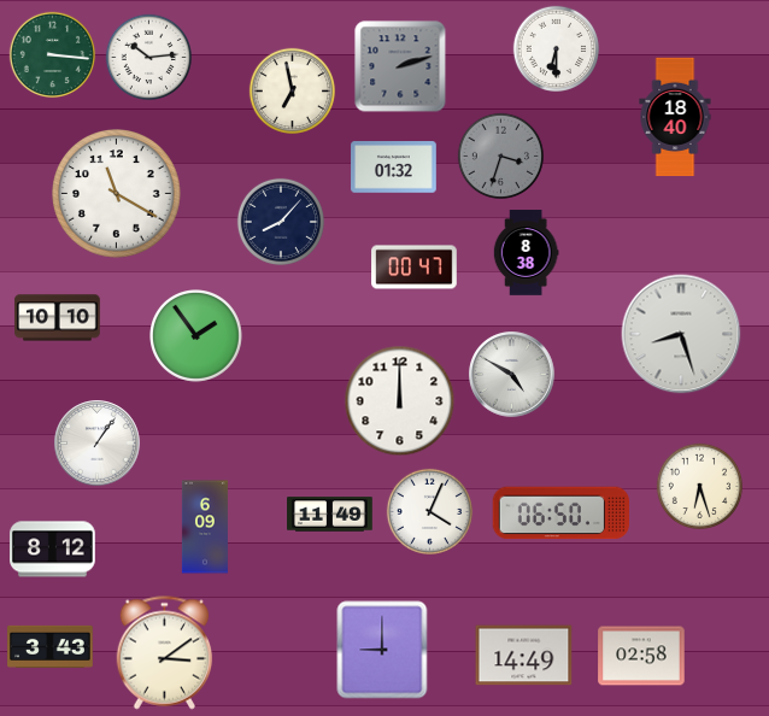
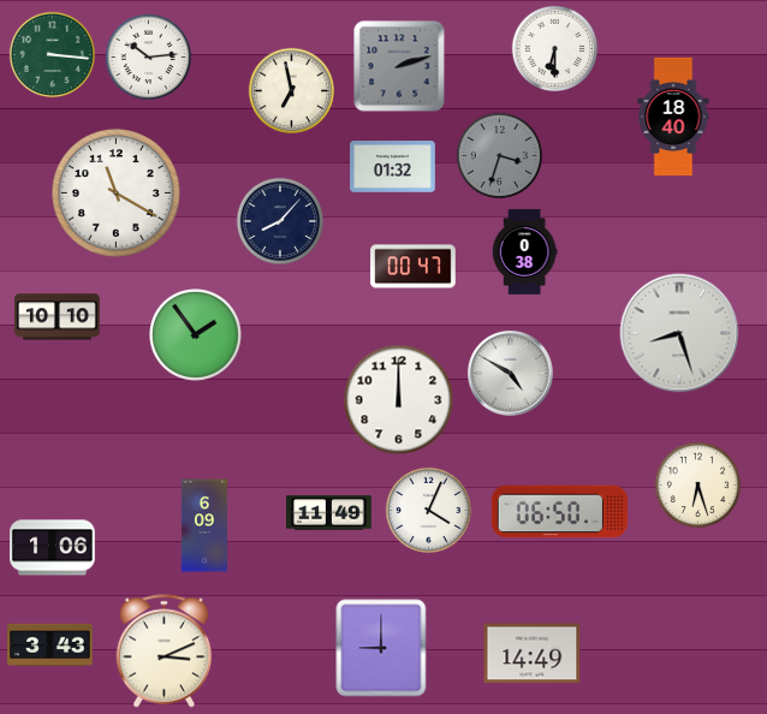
clock at (526, 253): 8:38 -> 0:38
clock at (98, 444): 1:06 -> none
clock at (53, 550): 8:12 -> 1:06
clock at (165, 653): 3:09 -> 3:11
clock at (524, 656) position: (524, 656) -> (533, 654)
clock at (641, 656): 02:58 -> none
